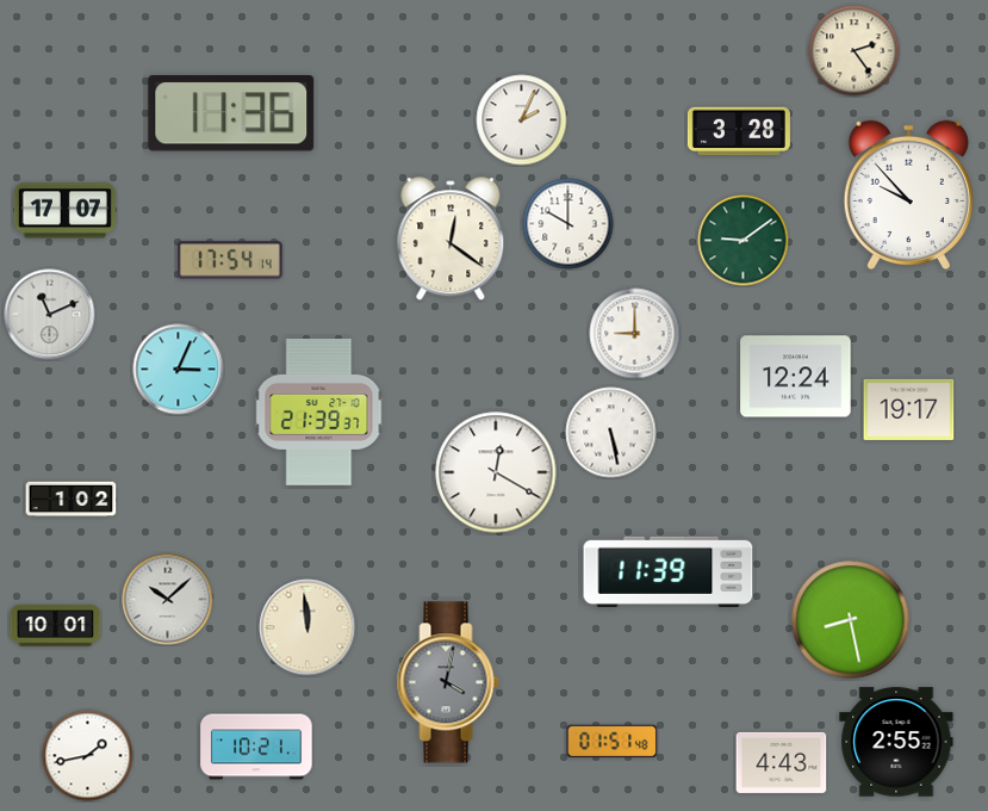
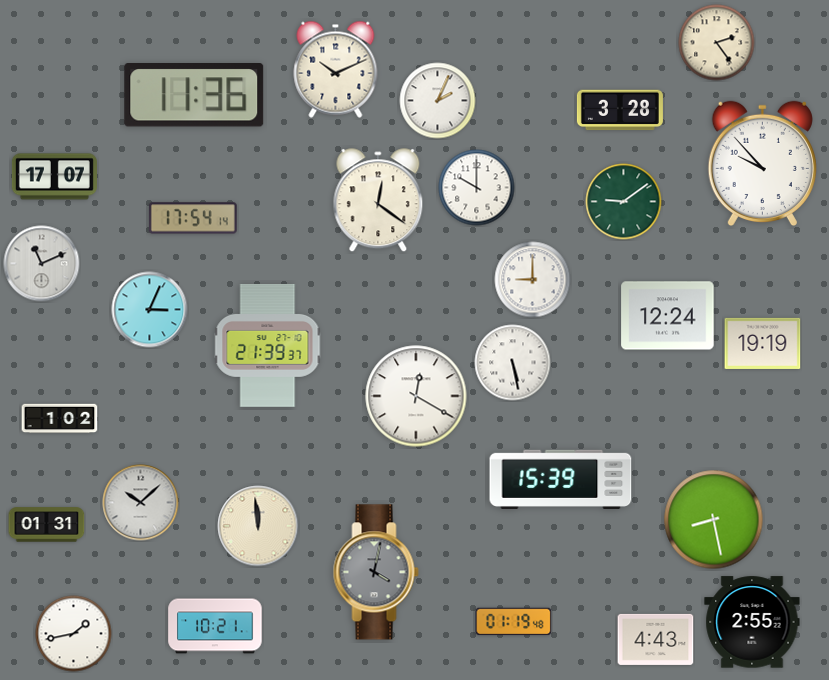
clock at (336, 69): none -> 10:11
clock at (909, 409): 19:17 -> 19:19
clock at (669, 571): 11:39 -> 15:39
clock at (56, 626): 10:01 -> 01:31
clock at (613, 742): 01:51 -> 01:19
